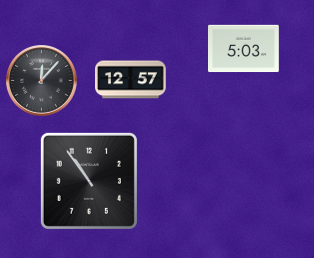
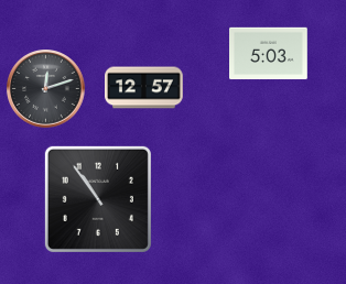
clock at (42, 81): 12:07 -> 12:12
